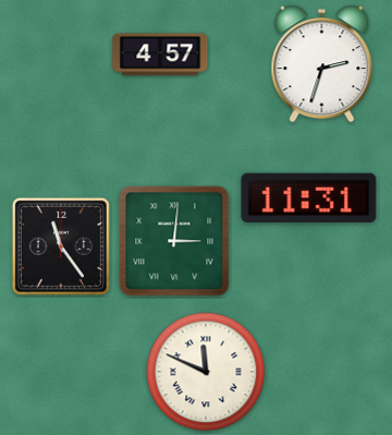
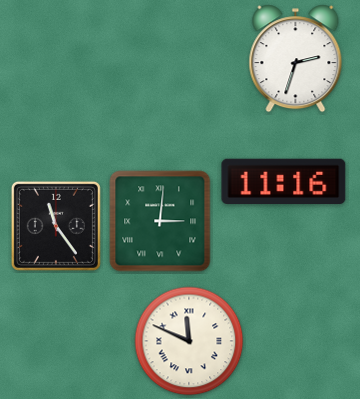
clock at (160, 55): 4:57 -> none
clock at (309, 197): 11:31 -> 11:16
